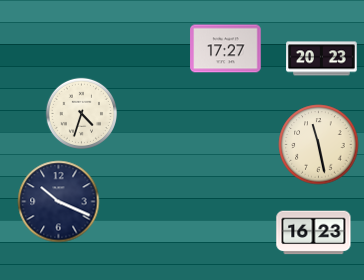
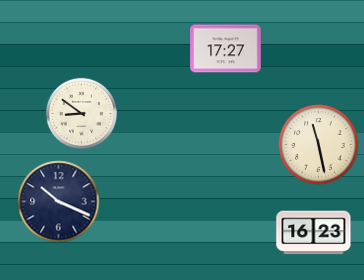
clock at (322, 59): 20:23 -> none
clock at (81, 113): 4:33 -> 8:51
